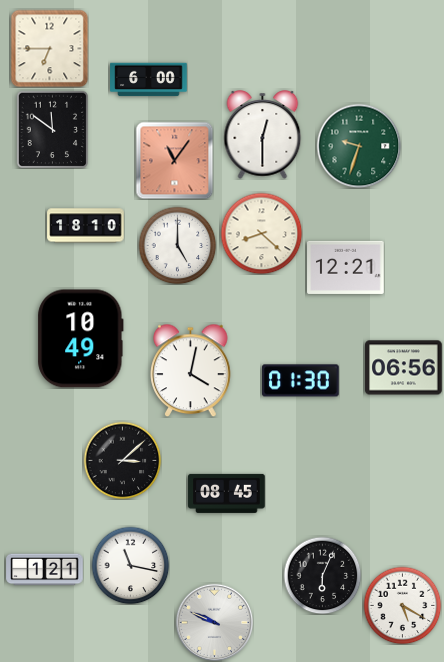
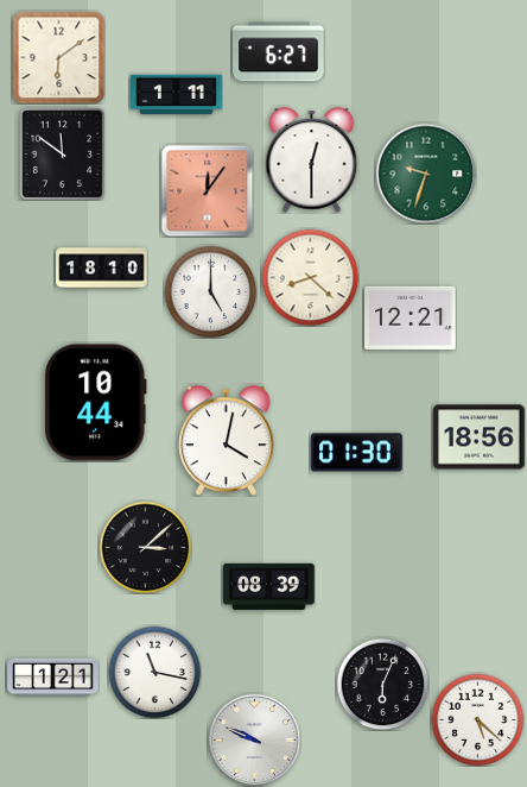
clock at (279, 52): none -> 6:27
clock at (49, 48): 6:45 -> 6:09
clock at (149, 80): 6:00 -> 1:11
clock at (174, 160): 11:06 -> 12:06
clock at (81, 339): 10:49 -> 10:44
clock at (404, 368): 06:56 -> 18:56
clock at (227, 493): 08:45 -> 08:39
clock at (402, 605): 5:20 -> 5:22
